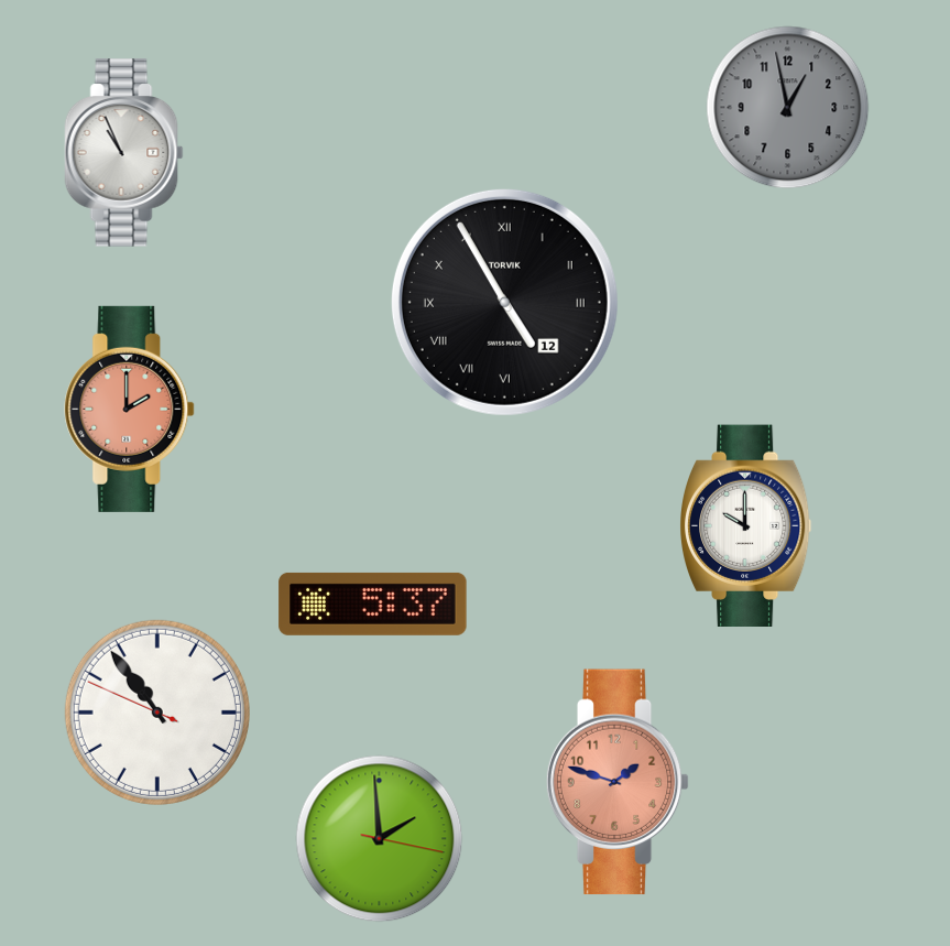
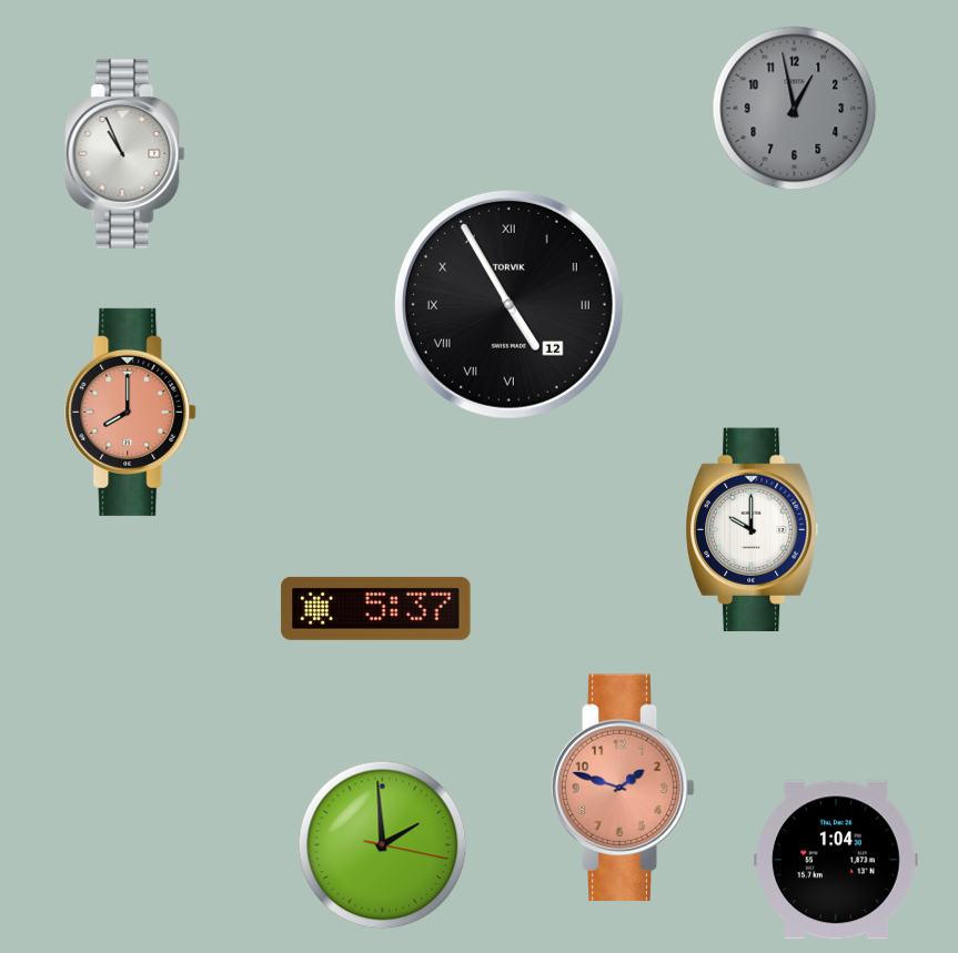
clock at (130, 409): 2:00 -> 8:00
clock at (157, 713): 10:53 -> none
clock at (836, 860): none -> 1:04
